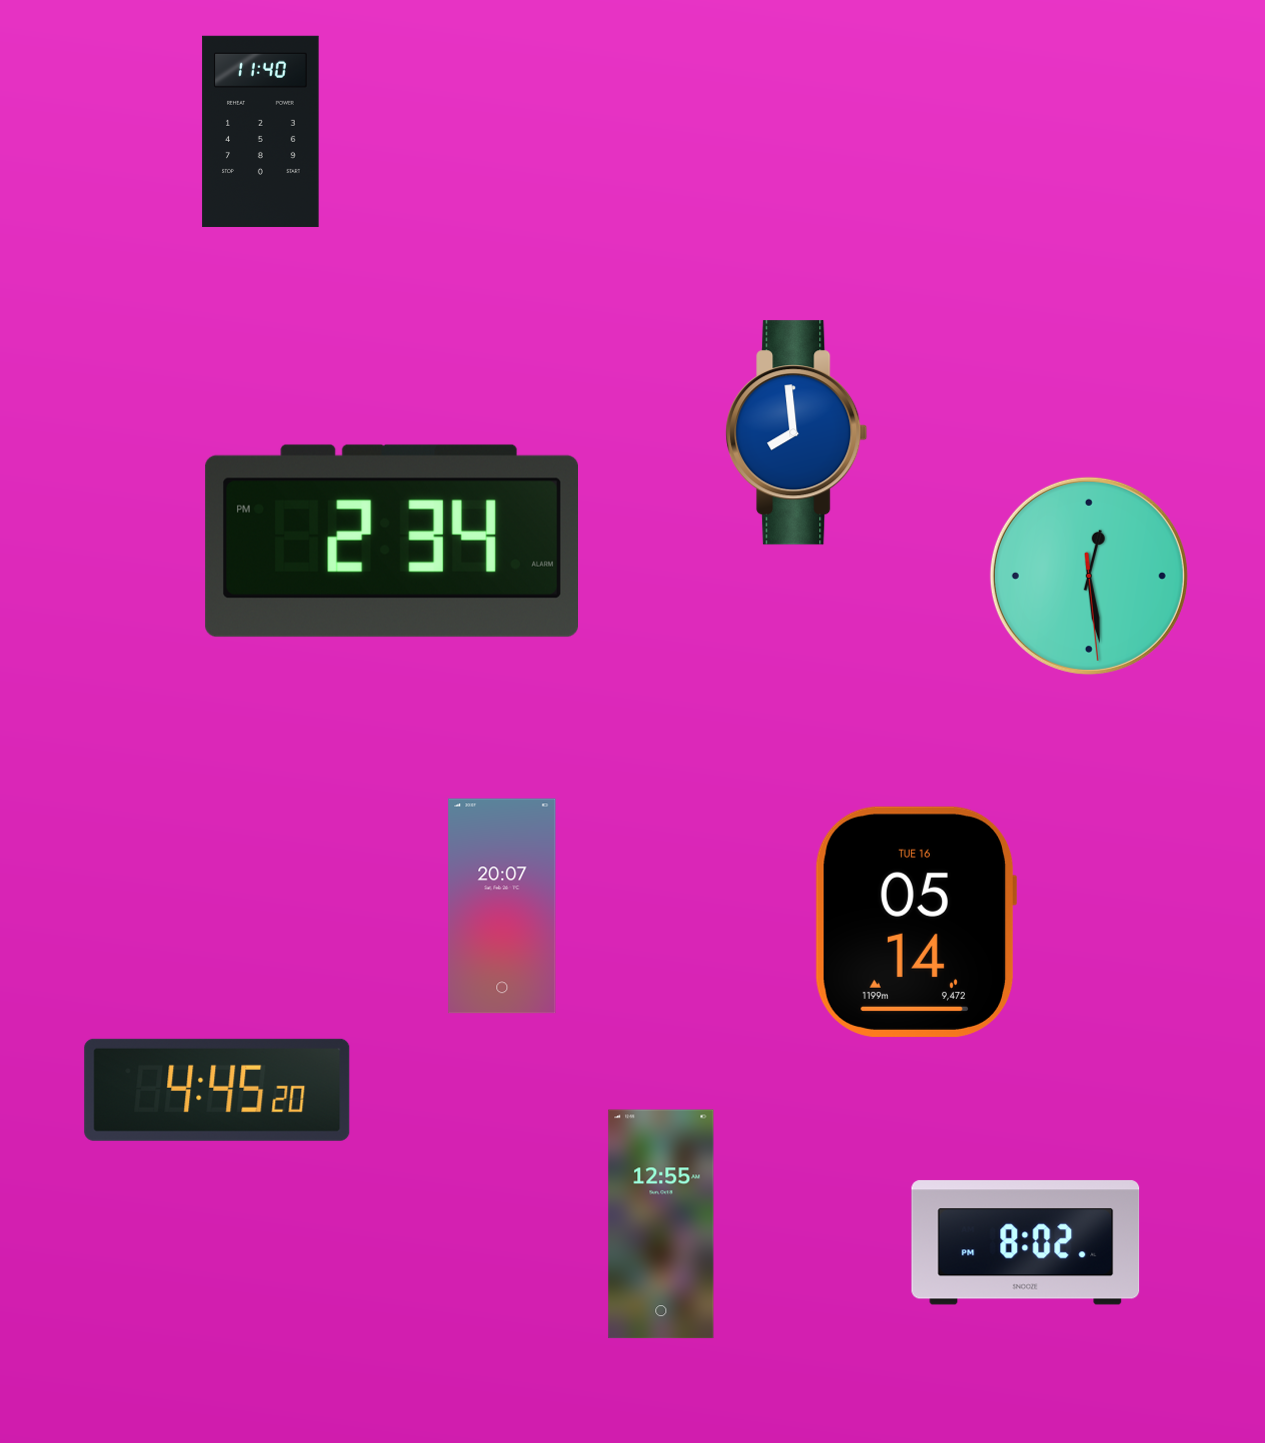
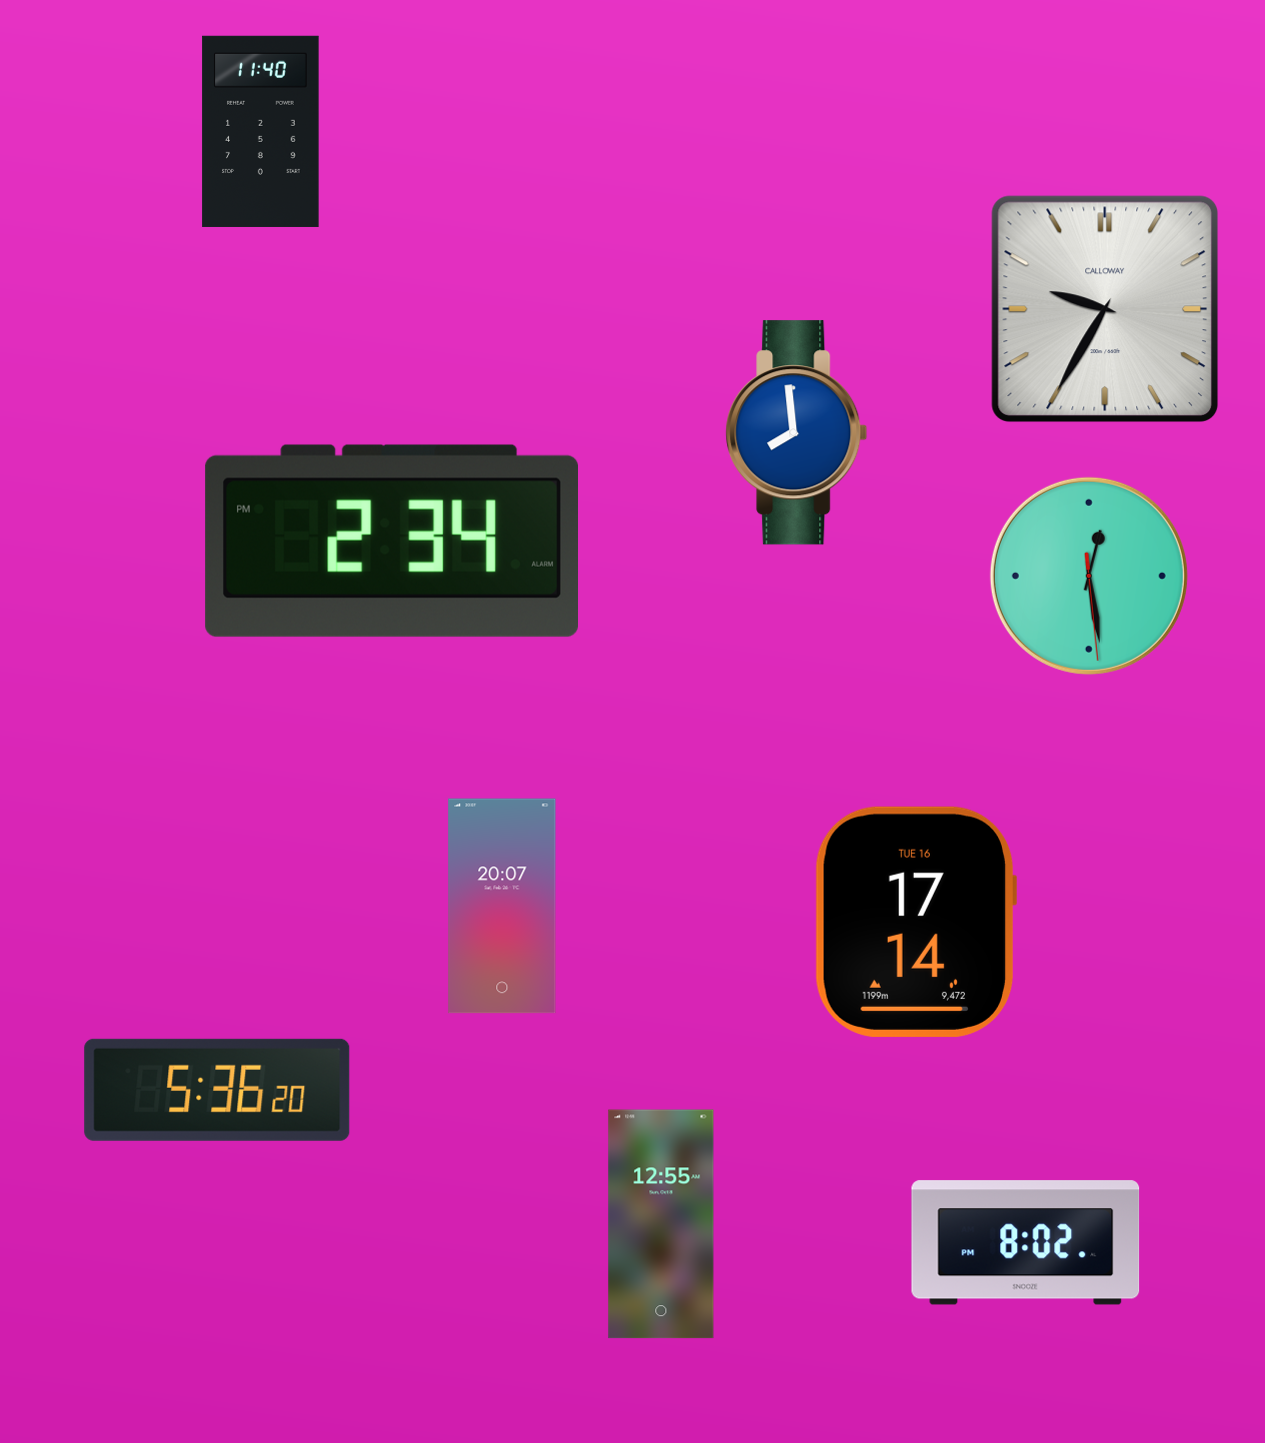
clock at (1105, 309): none -> 9:35
clock at (916, 922): 05:14 -> 17:14
clock at (217, 1090): 4:45 -> 5:36
